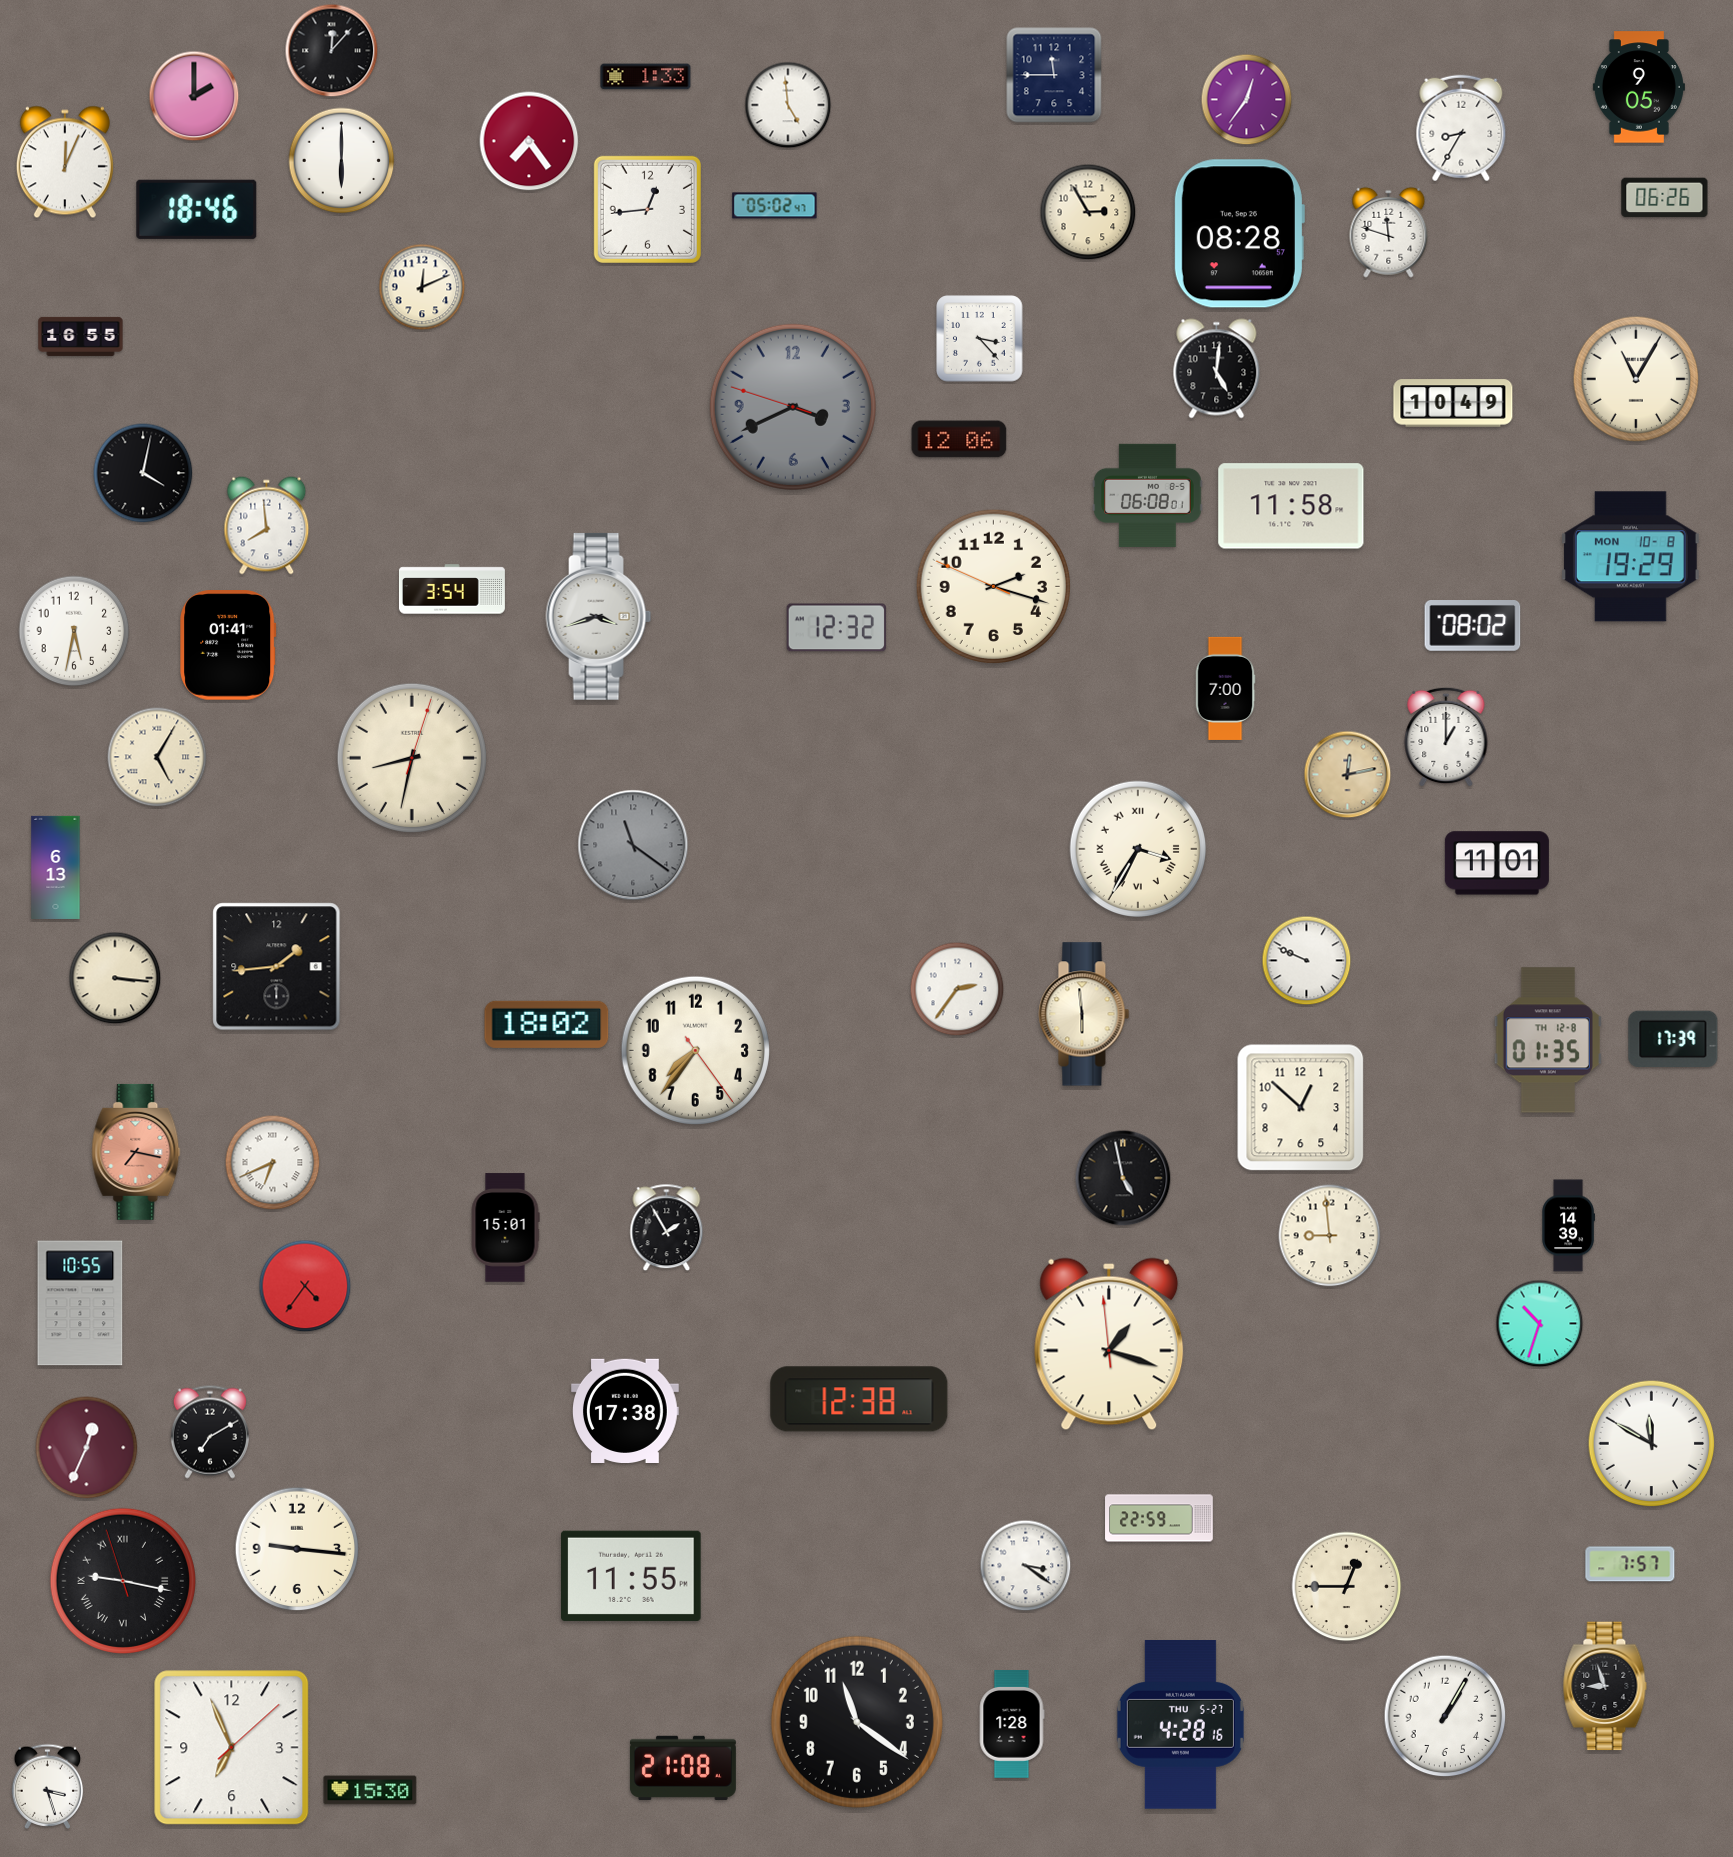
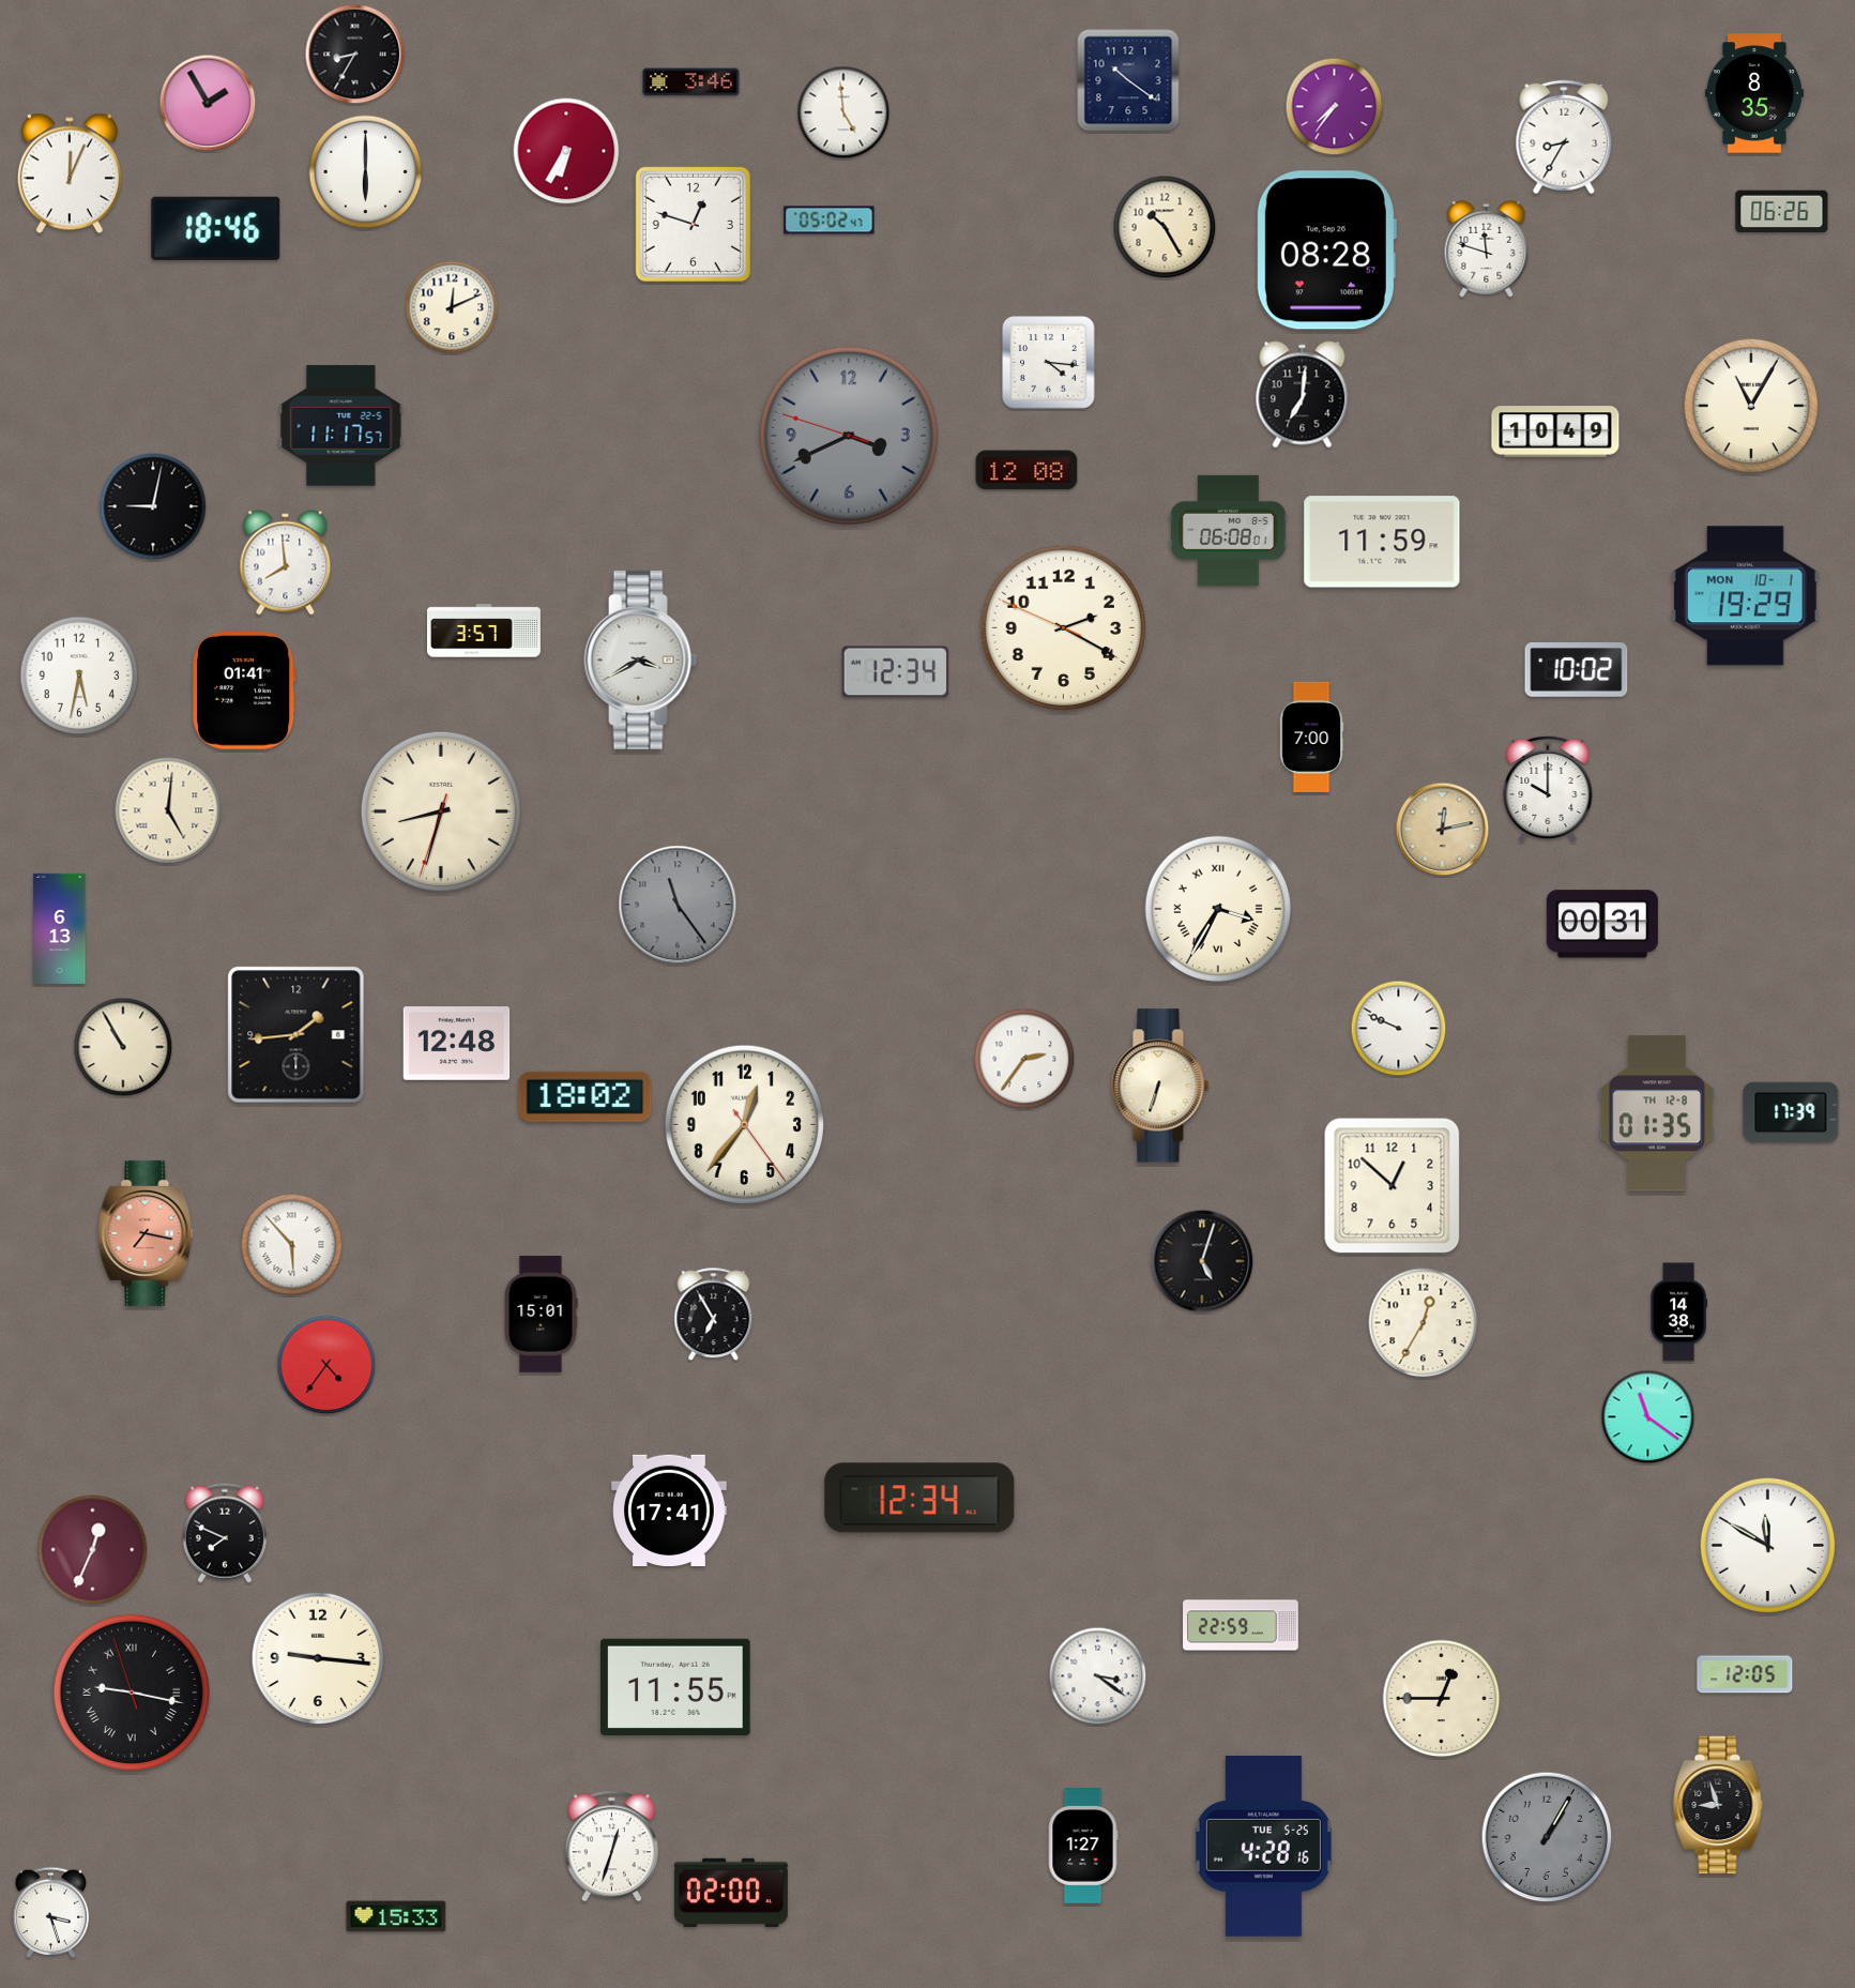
clock at (332, 51): 12:07 -> 8:35
clock at (1054, 75): 11:45 -> 10:21
clock at (646, 77): 1:33 -> 3:46
clock at (1639, 87): 9:05 -> 8:35
clock at (194, 96): 2:00 -> 1:55
clock at (1247, 100): 12:36 -> 7:36
clock at (529, 141): 7:24 -> 6:35
clock at (197, 209) position: (197, 209) -> (216, 228)
clock at (647, 209): 12:44 -> 12:48
clock at (1088, 212): 2:55 -> 10:25
clock at (81, 336): 16:55 -> none
clock at (980, 339): 3:23 -> 4:16
clock at (1217, 369): 5:01 -> 7:01
clock at (341, 426): none -> 11:17
clock at (959, 439): 12:06 -> 12:08
clock at (143, 473): 4:02 -> 9:02
clock at (1291, 506): 11:58 -> 11:59
clock at (1630, 557) date: MON 10-8 -> MON 10-1
clock at (993, 586): 2:17 -> 2:19
clock at (452, 589): 3:54 -> 3:57
clock at (599, 616): 3:42 -> 3:40
clock at (1473, 626): 08:02 -> 10:02
clock at (837, 628): 12:32 -> 12:34
clock at (1446, 737): 1:00 -> 10:00
clock at (157, 757): 5:05 -> 5:01
clock at (412, 758): 8:32:03 -> 8:32:33
clock at (633, 845): 11:21 -> 11:24
clock at (1497, 863): 11:01 -> 00:31
clock at (457, 1044): none -> 12:48
clock at (115, 978): 3:16 -> 10:55
clock at (1084, 1014): 5:59 -> 6:33
clock at (695, 1050): 7:36 -> 12:36
clock at (273, 1163): 6:41 -> 5:53
clock at (1123, 1178): 4:58 -> 5:03
clock at (1568, 1226): 14:39 -> 14:38
clock at (667, 1228): 1:55 -> 6:55
clock at (1330, 1236): 8:59 -> 12:35
clock at (305, 1286) position: (305, 1286) -> (326, 1365)
clock at (80, 1303): 10:55 -> none
clock at (1540, 1324): 10:33 -> 11:21
clock at (1109, 1344): 1:17 -> none
clock at (859, 1399): 12:38 -> 12:34
clock at (626, 1410): 17:38 -> 17:41
clock at (210, 1432): 7:10 -> 7:49
clock at (1630, 1564): 7:57 -> 12:05
clock at (1445, 1716) dial: white -> grey
clock at (857, 1722): 11:21 -> none
clock at (1012, 1724): 1:28 -> 1:27
clock at (611, 1847): none -> 12:33
clock at (1180, 1725) date: THU 5-27 -> TUE 5-25
clock at (232, 1748): 6:56 -> none
clock at (683, 1768): 21:08 -> 02:00
clock at (370, 1790): 15:30 -> 15:33
